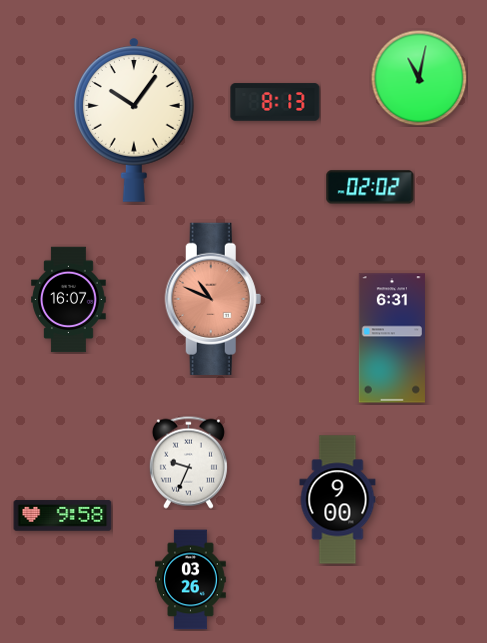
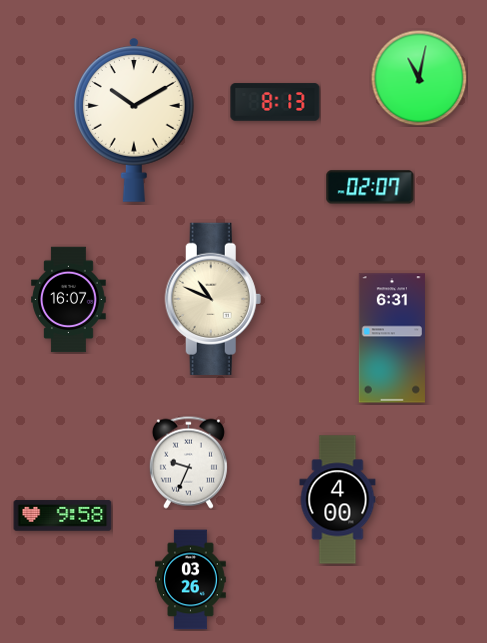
clock at (134, 120): 10:06 -> 10:10
clock at (370, 187): 02:02 -> 02:07
clock at (213, 299) dial: salmon -> cream
clock at (338, 500): 9:00 -> 4:00
